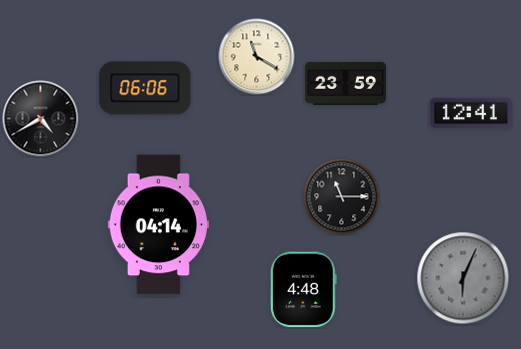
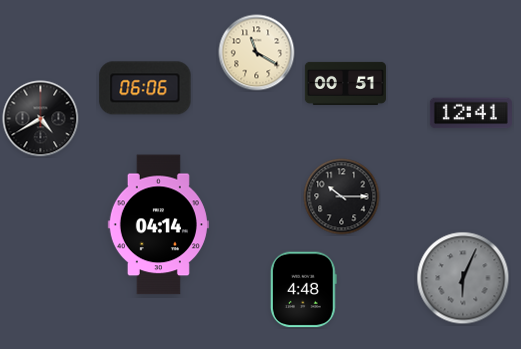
clock at (257, 57) position: (257, 57) -> (257, 53)
clock at (345, 83): 23:59 -> 00:51
clock at (342, 197): 11:15 -> 10:15
